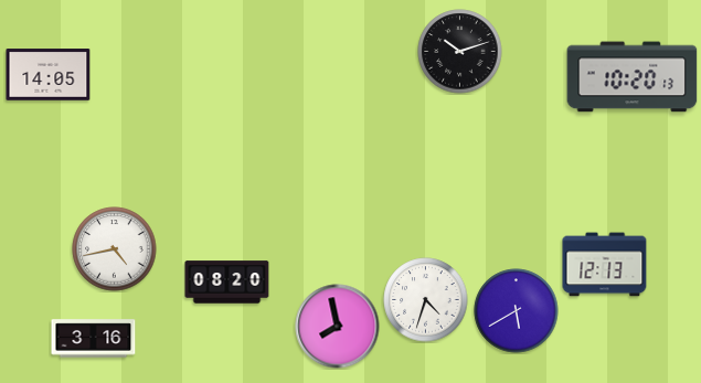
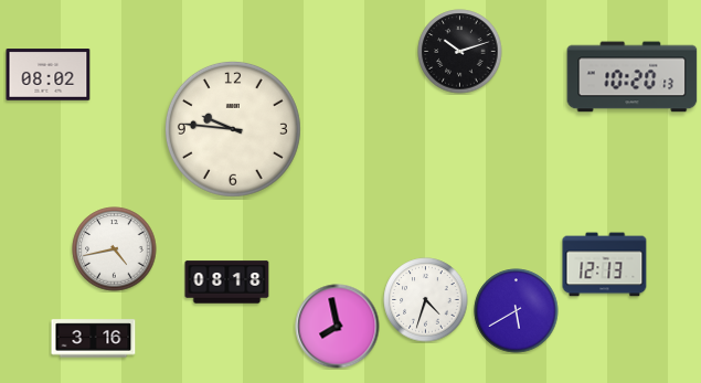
clock at (49, 75): 14:05 -> 08:02
clock at (233, 129): none -> 9:46
clock at (227, 283): 08:20 -> 08:18
